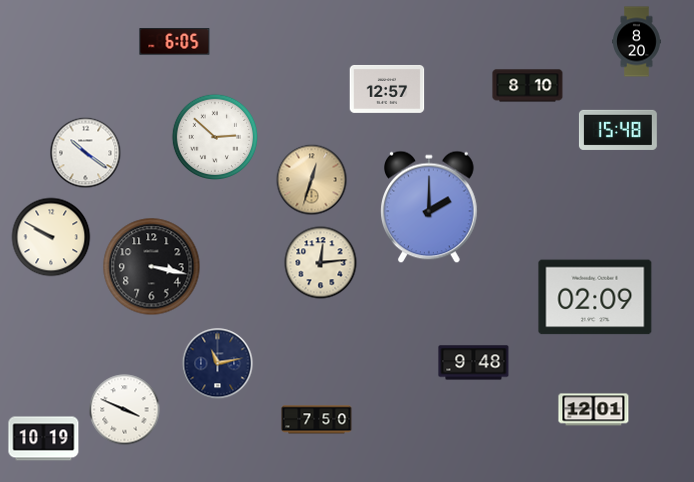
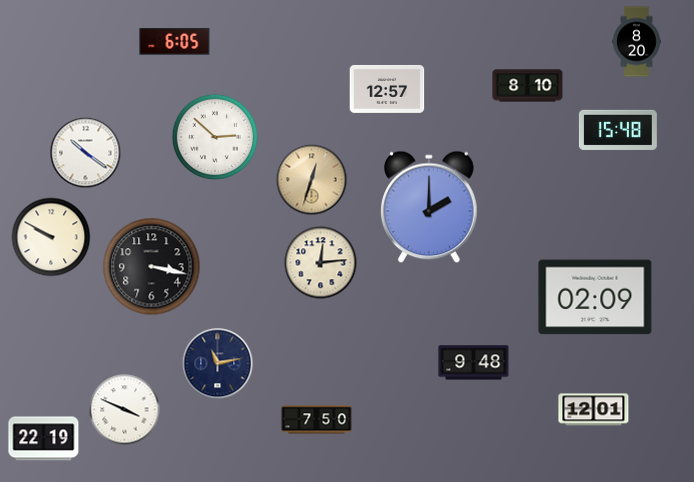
clock at (44, 439): 10:19 -> 22:19
